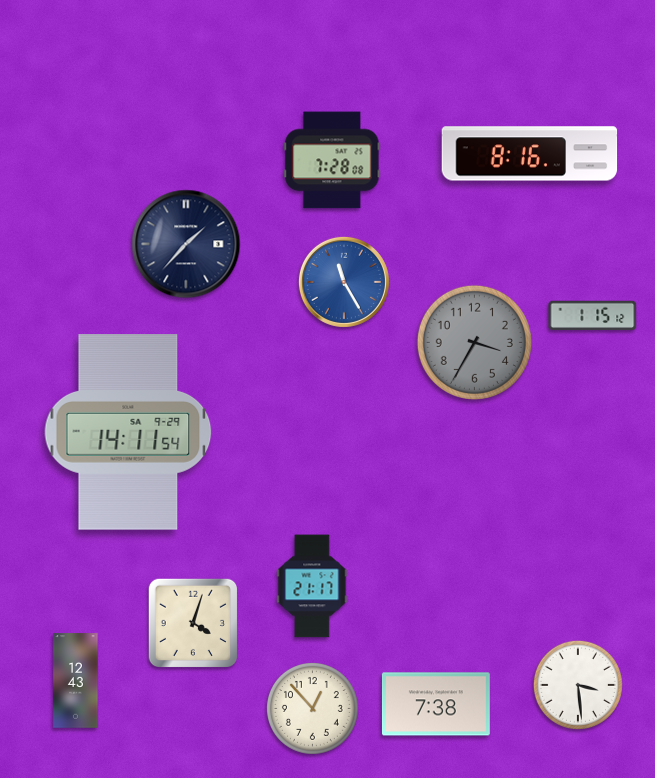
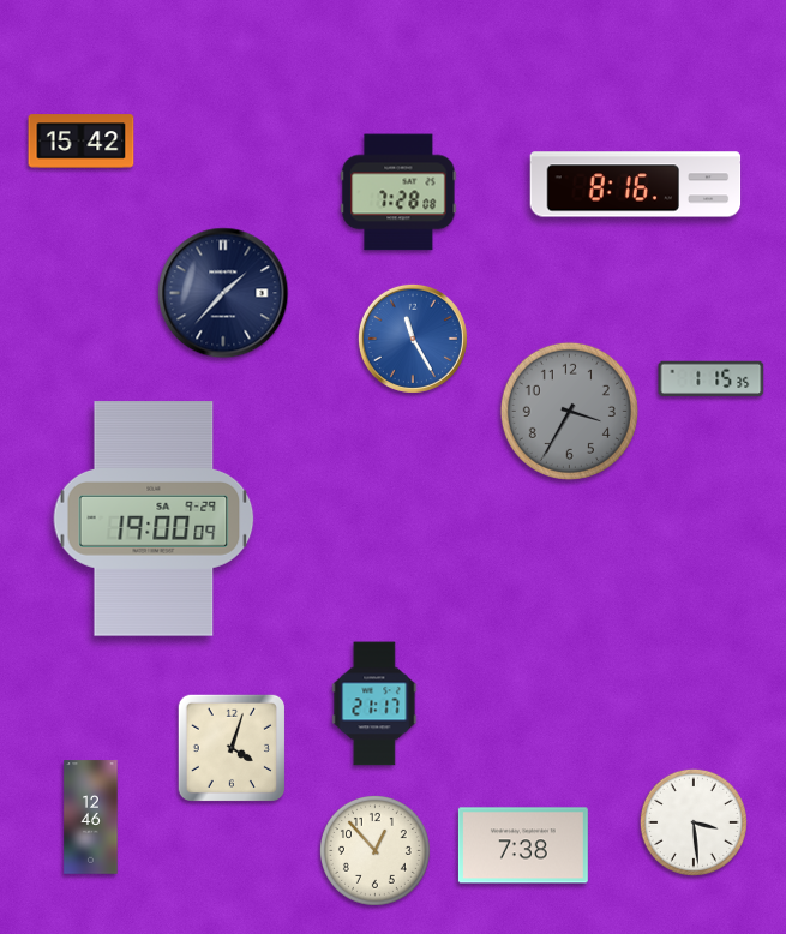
clock at (82, 142): none -> 15:42
clock at (593, 315): 1:15:12 -> 1:15:35
clock at (128, 432): 14:11 -> 19:00
clock at (76, 681): 12:43 -> 12:46
